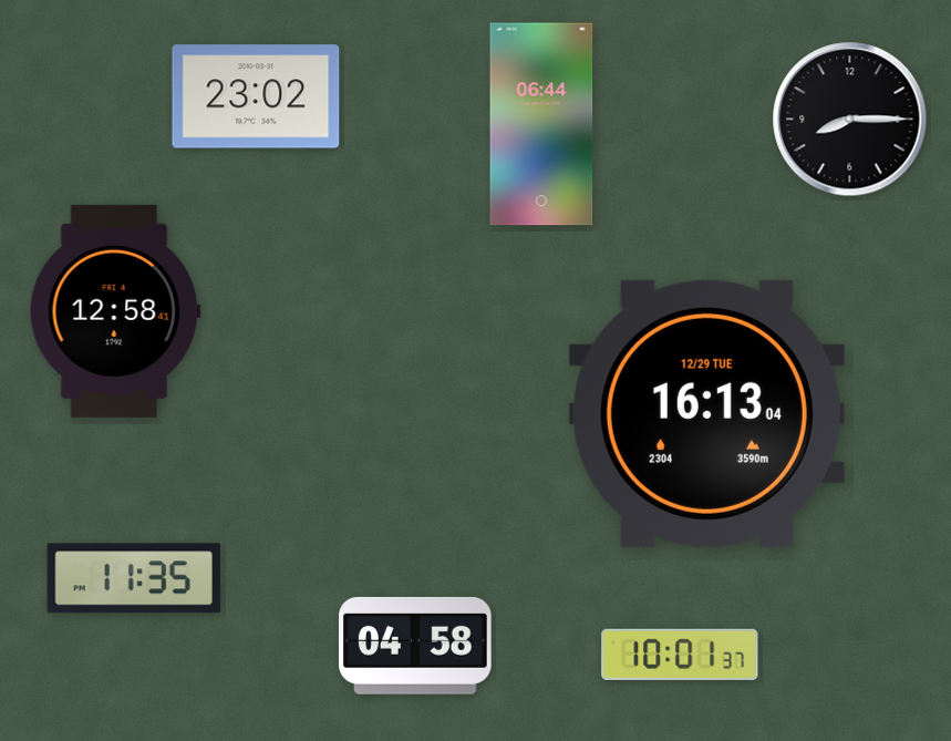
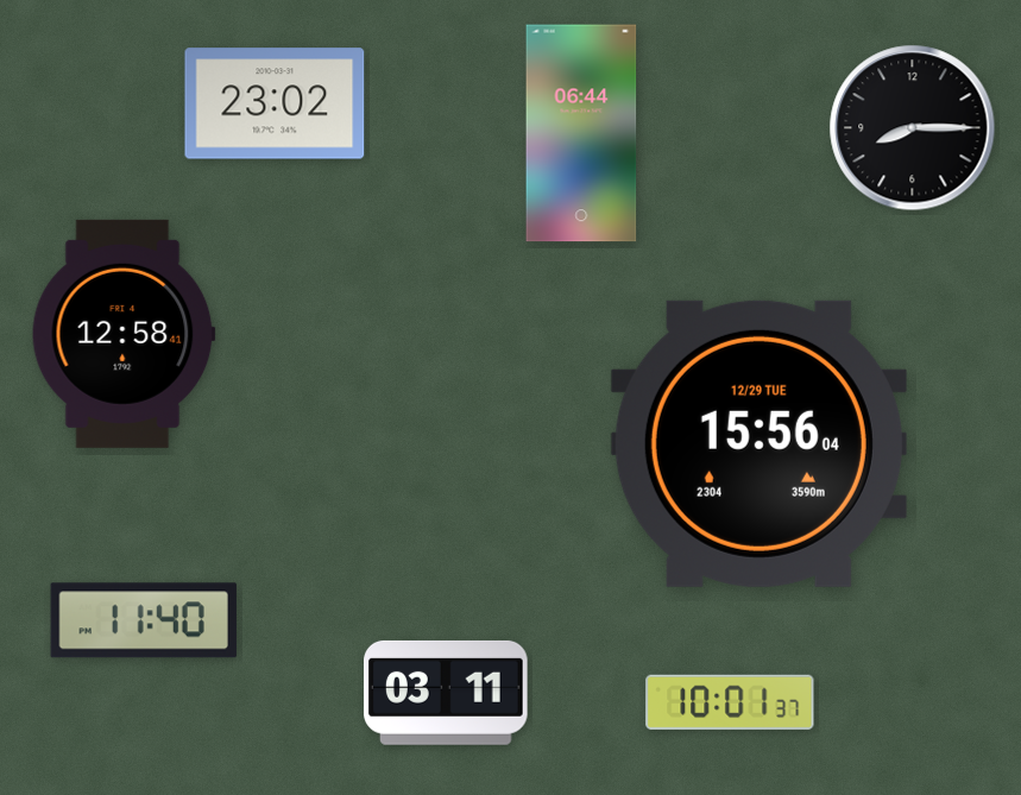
clock at (706, 413): 16:13 -> 15:56
clock at (134, 578): 11:35 -> 11:40
clock at (416, 646): 04:58 -> 03:11
